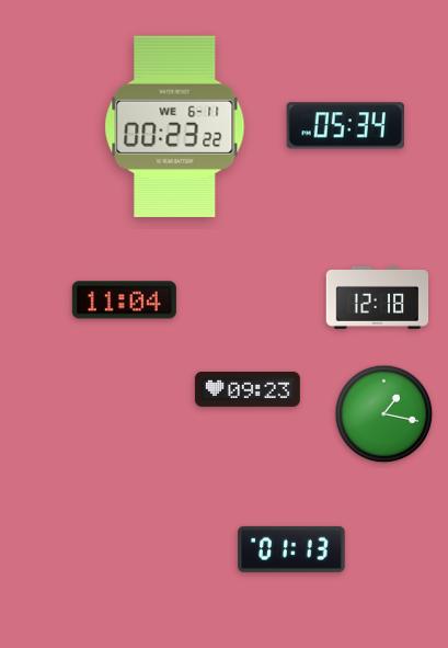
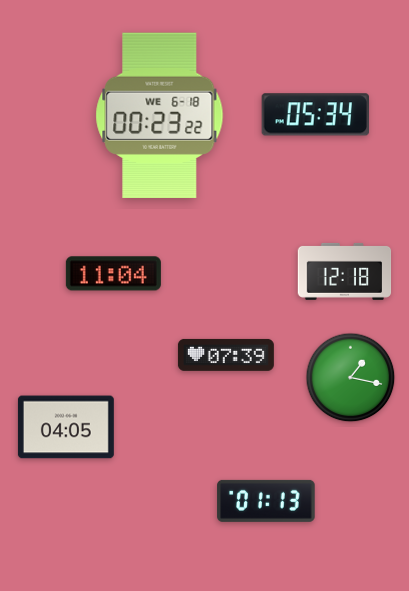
clock at (175, 126) date: WE 6-11 -> WE 6-18
clock at (248, 389): 09:23 -> 07:39
clock at (66, 427): none -> 04:05
